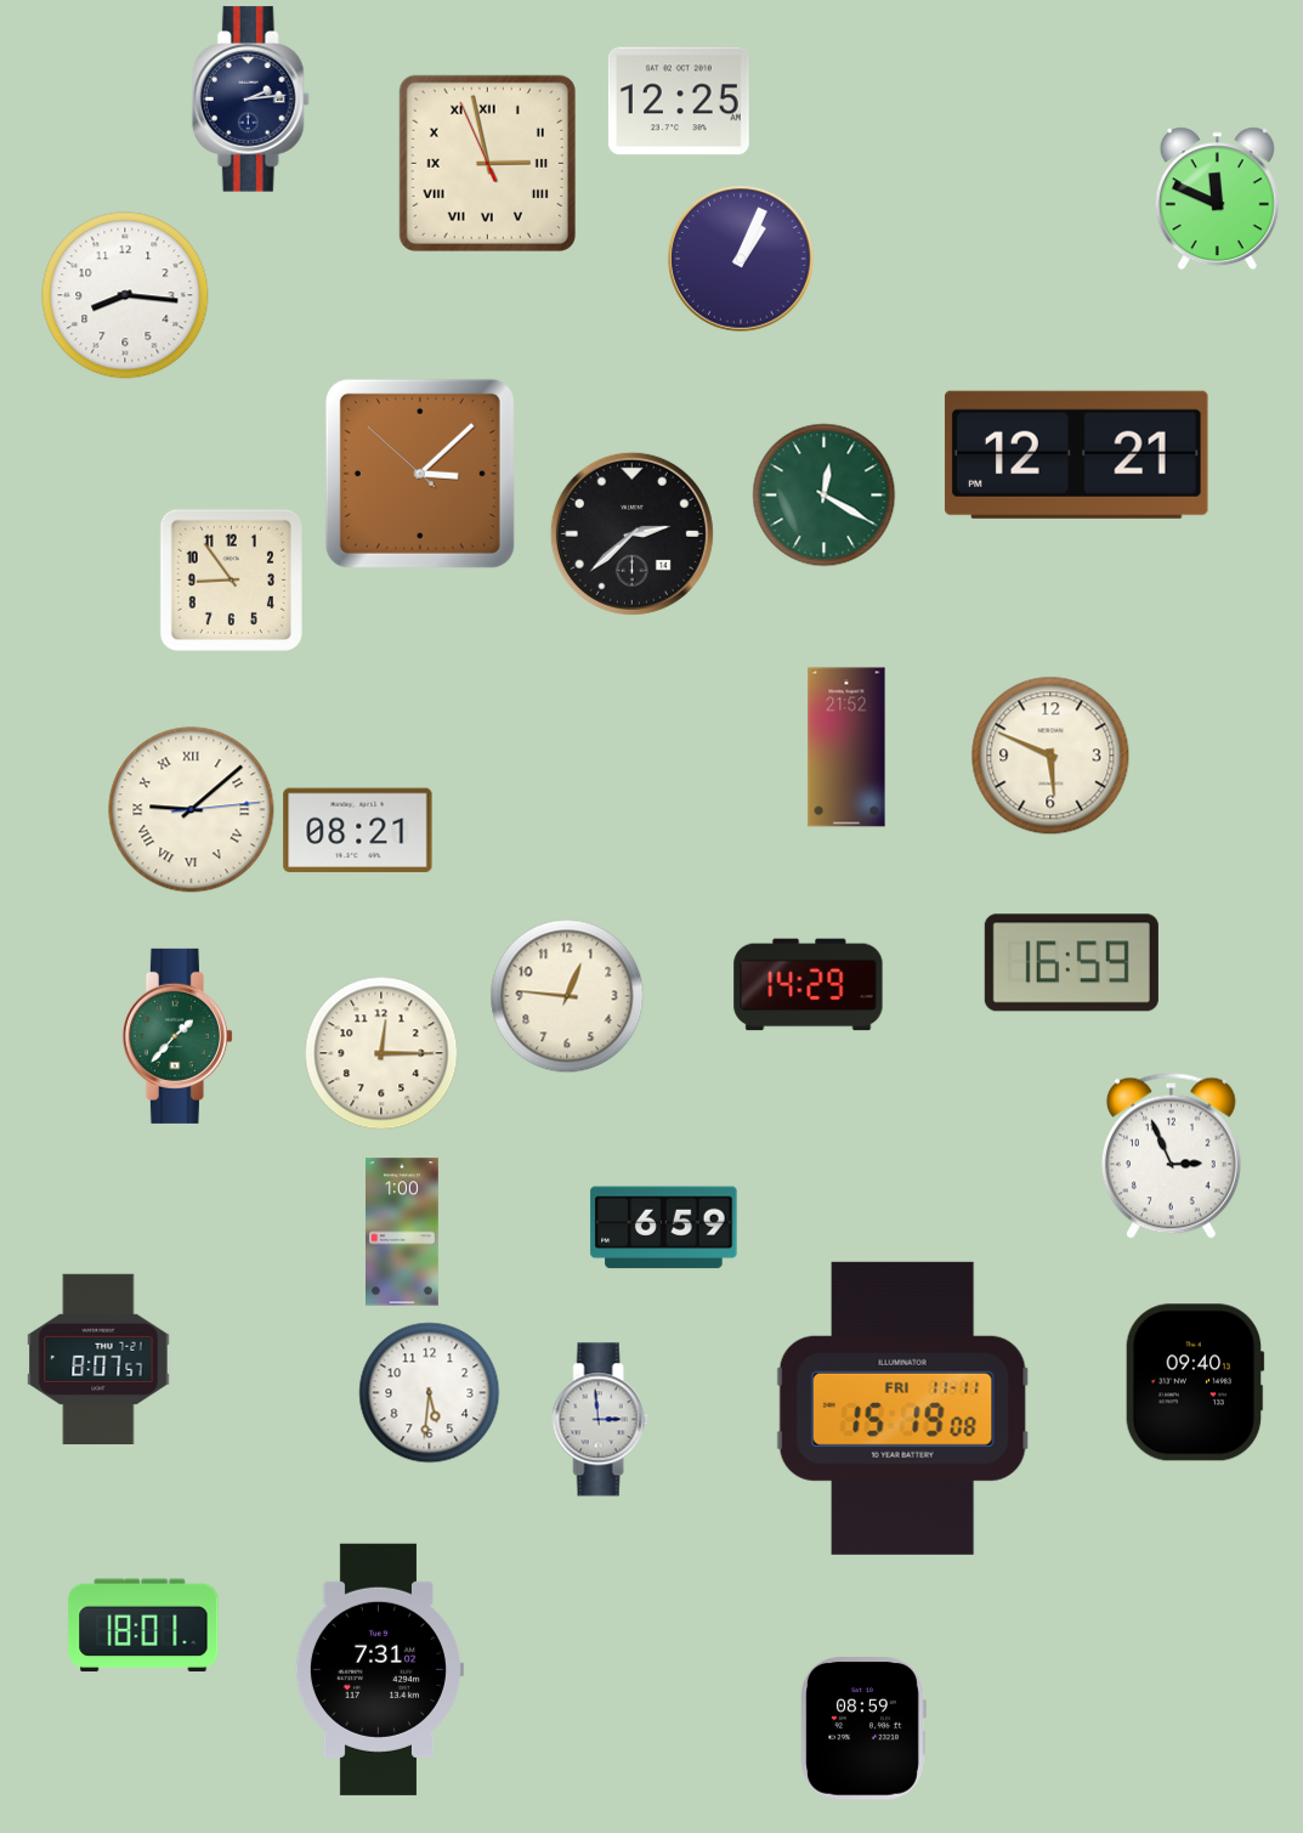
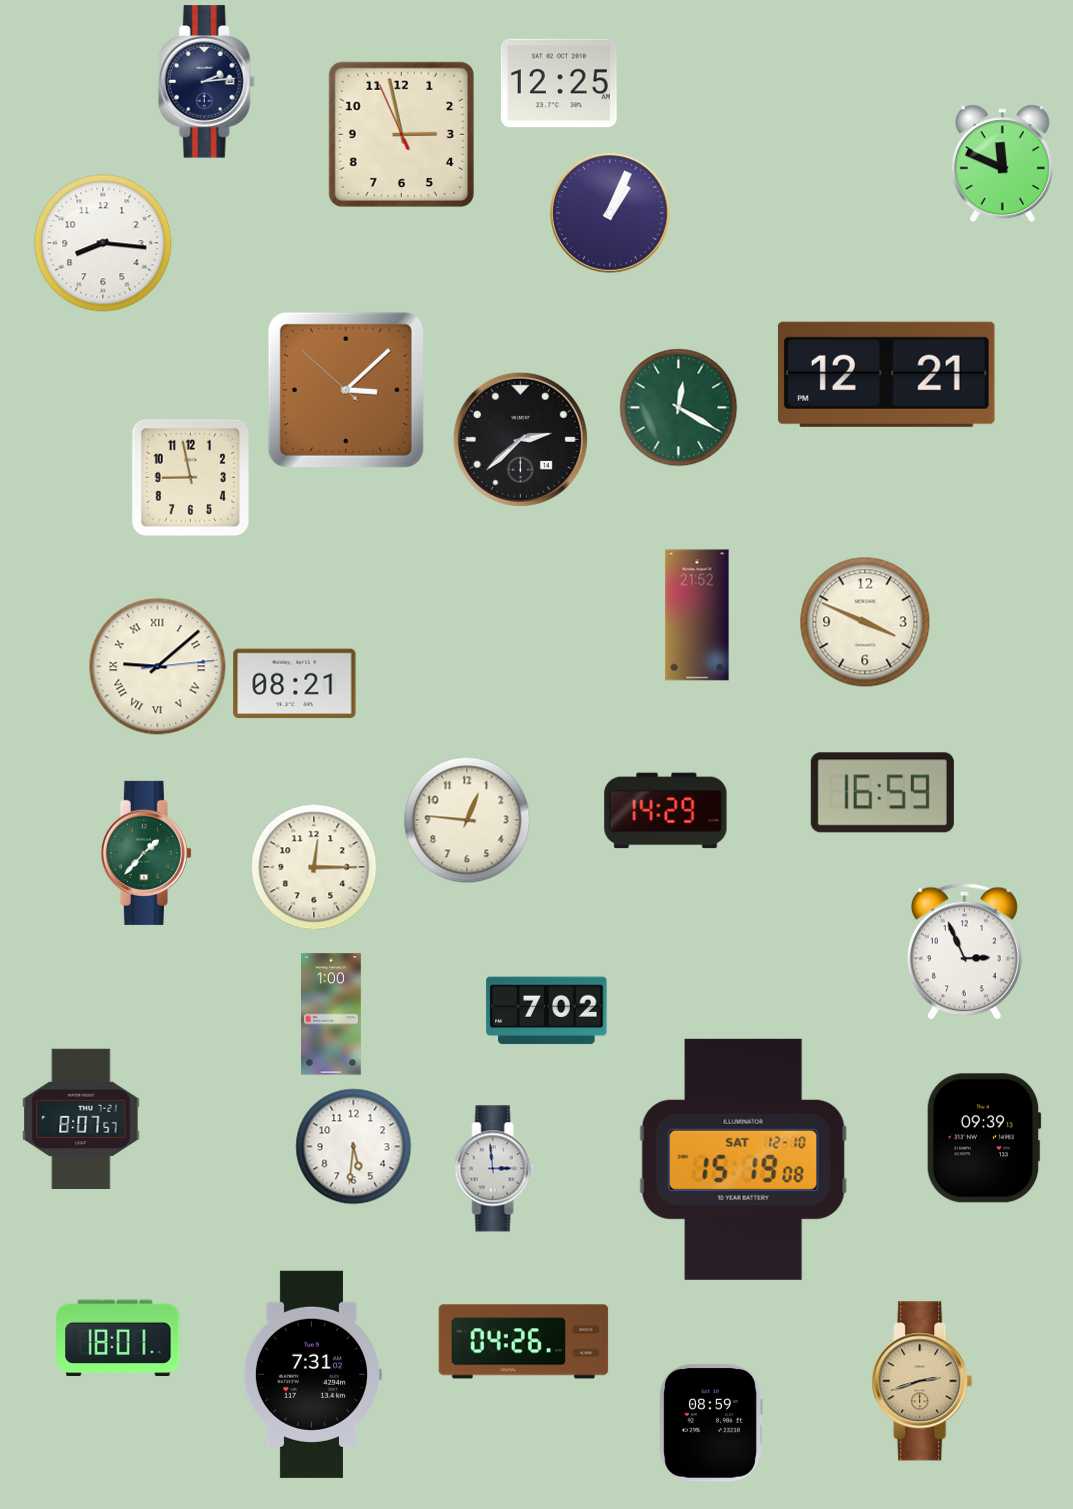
clock at (487, 163) numerals: Roman -> Arabic
clock at (231, 579): 8:54 -> 8:58
clock at (1050, 756): 5:49 -> 3:49
clock at (664, 1228): 6:59 -> 7:02
clock at (1195, 1382): 09:40 -> 09:39
clock at (902, 1408) date: FRI 11-11 -> SAT 12-10
clock at (524, 1342): none -> 04:26
clock at (922, 1381): none -> 2:42
